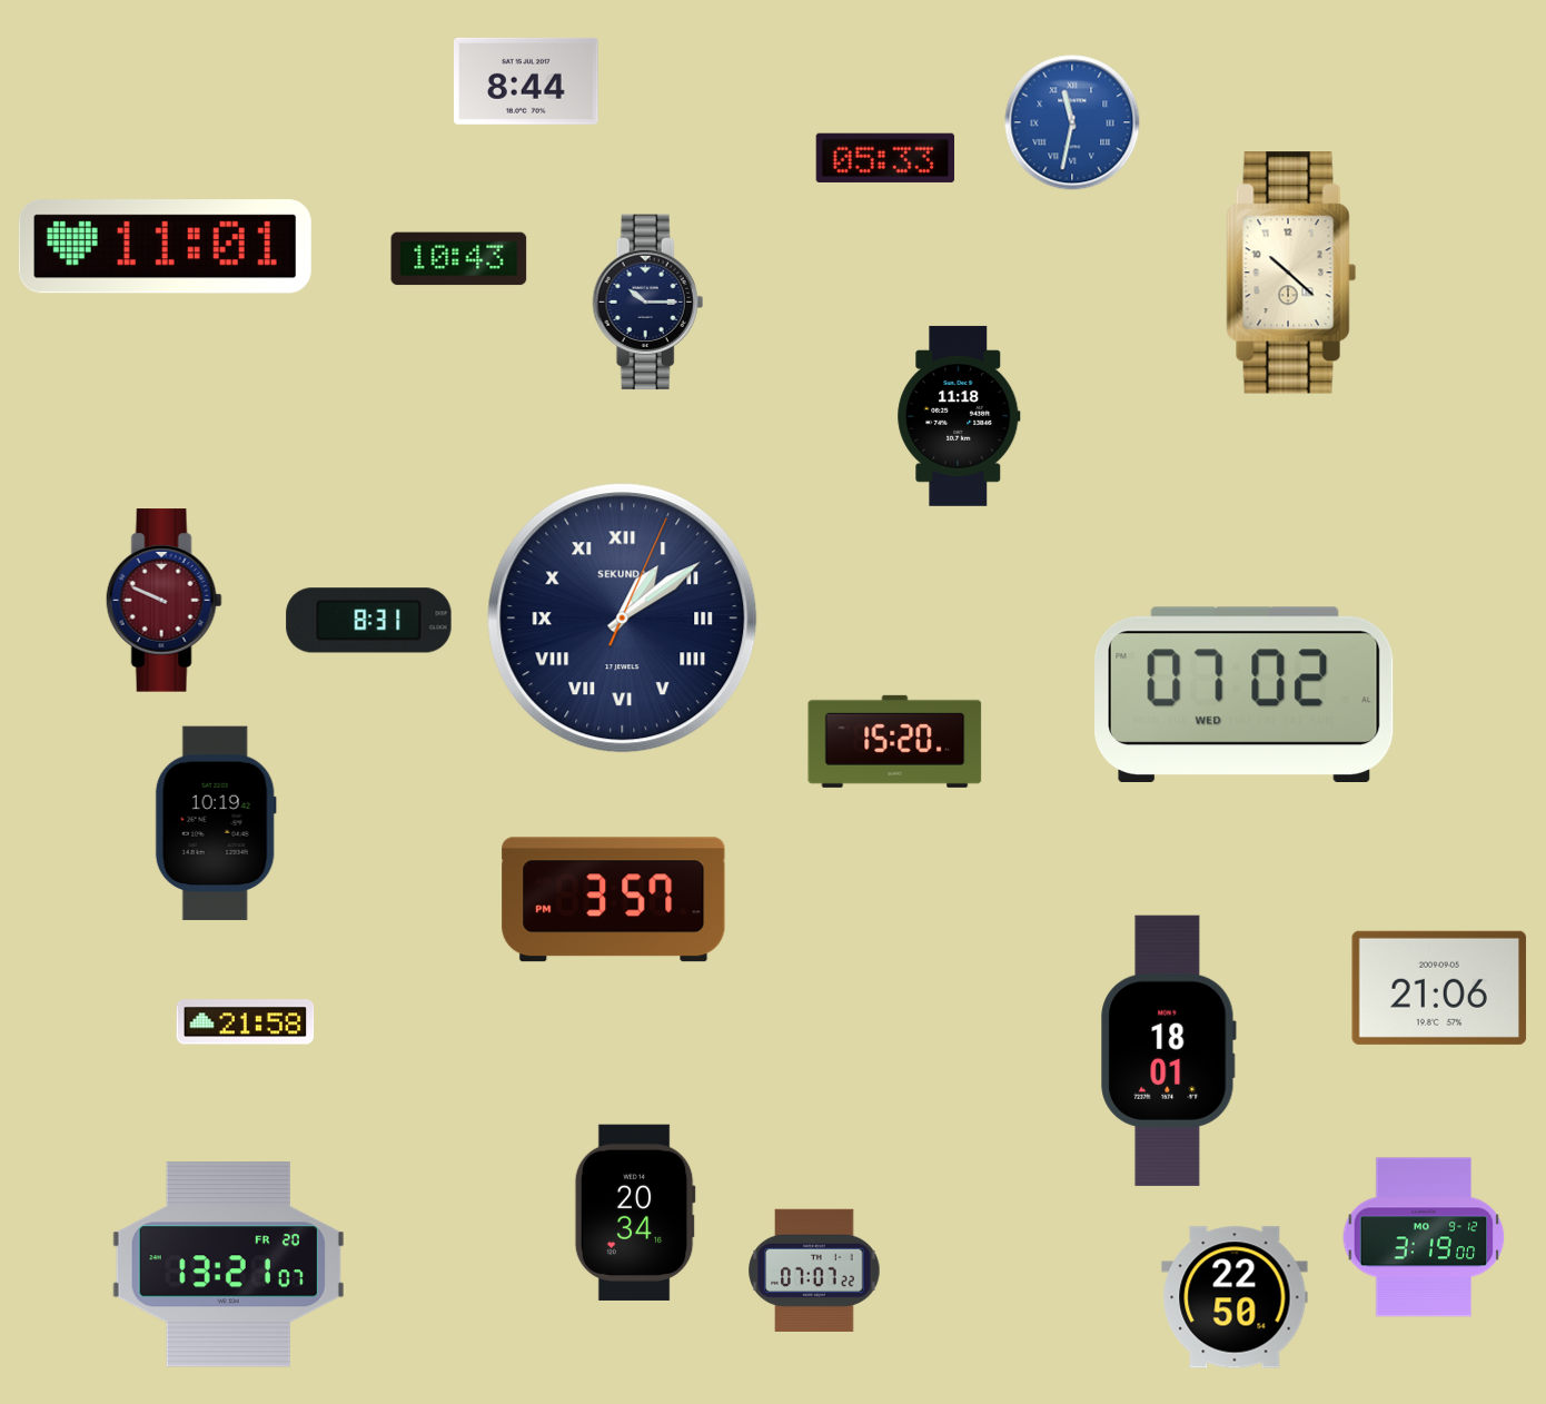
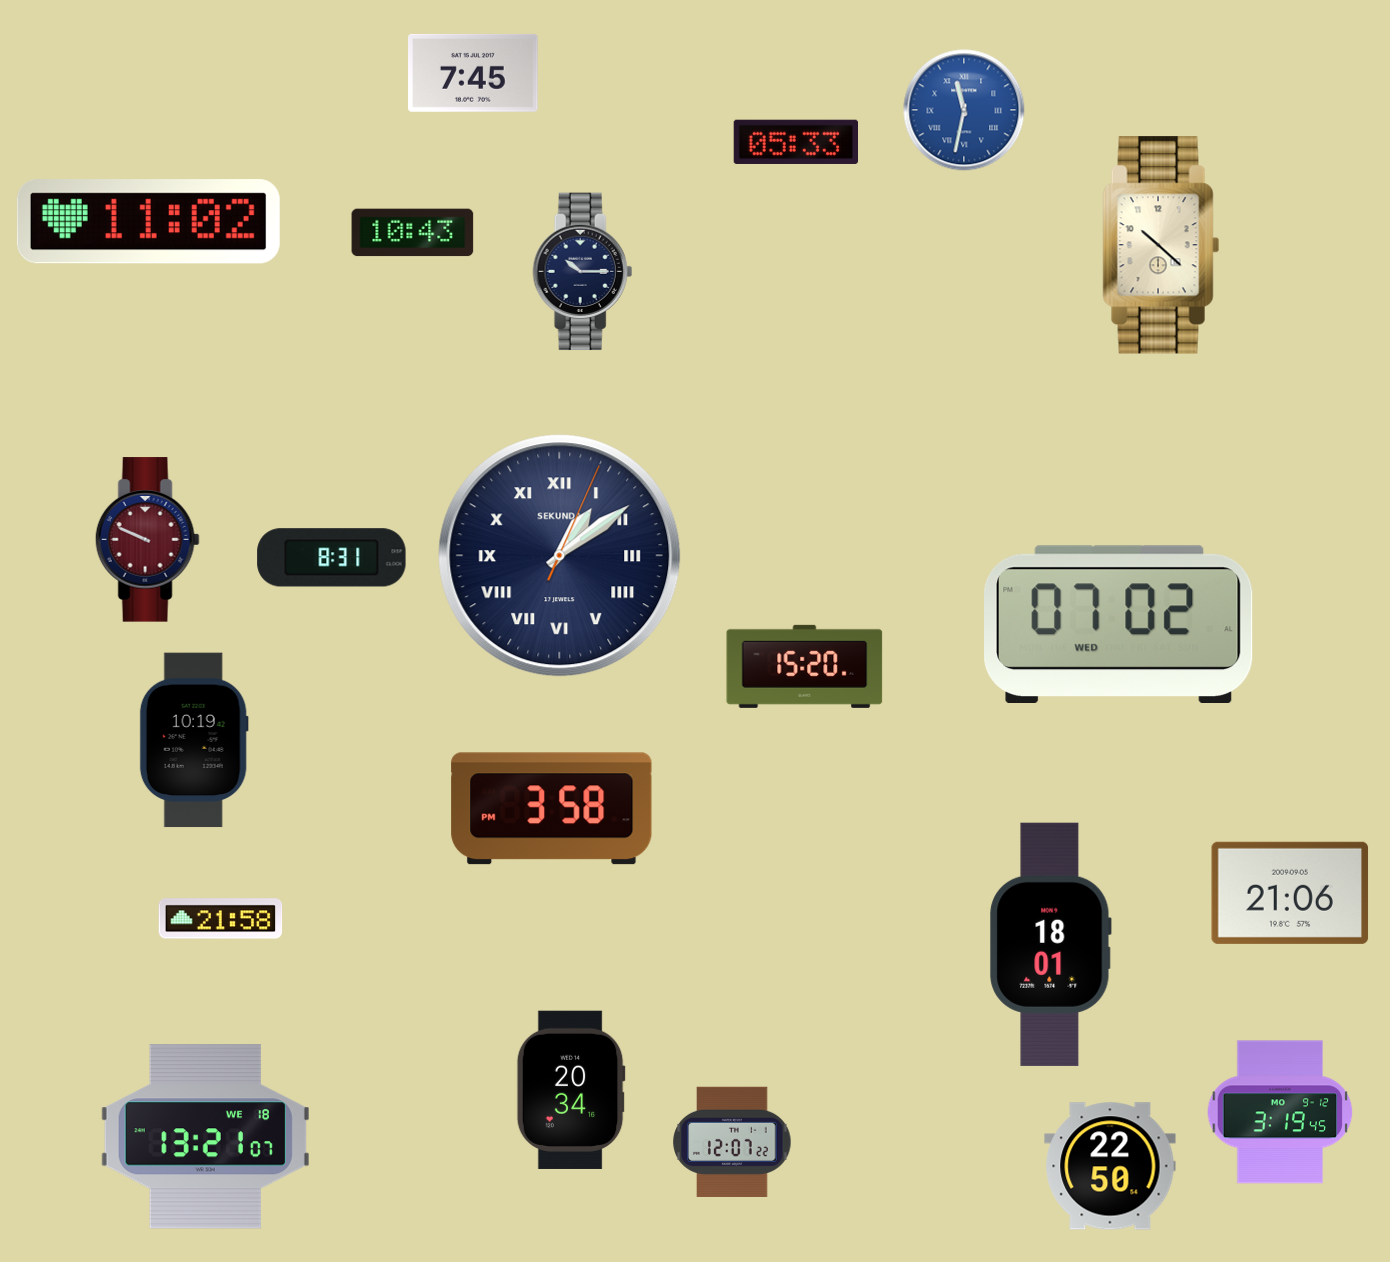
clock at (527, 81): 8:44 -> 7:45
clock at (165, 247): 11:01 -> 11:02
clock at (959, 416): 11:18 -> none
clock at (614, 900): 3:57 -> 3:58
clock at (1439, 988) position: (1439, 988) -> (1290, 893)
clock at (1424, 1237): 3:19:00 -> 3:19:45
clock at (228, 1265) date: FR 20 -> WE 18
clock at (814, 1270): 07:07 -> 12:07
